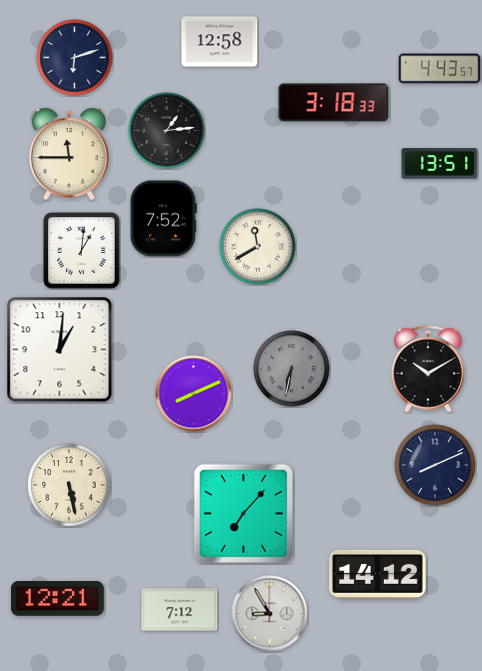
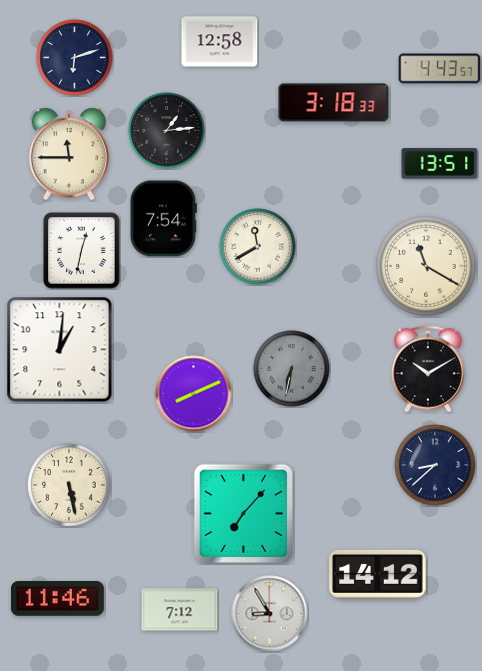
clock at (163, 219): 7:52 -> 7:54
clock at (82, 251): 1:01 -> 12:32
clock at (426, 266): none -> 11:20
clock at (435, 465): 8:11 -> 8:38
clock at (57, 599): 12:21 -> 11:46
